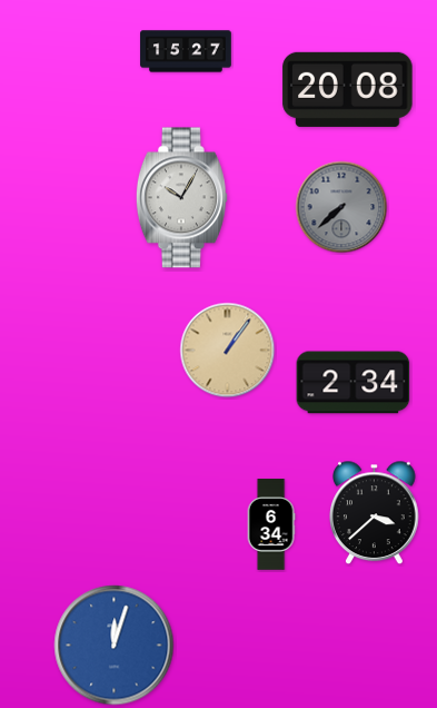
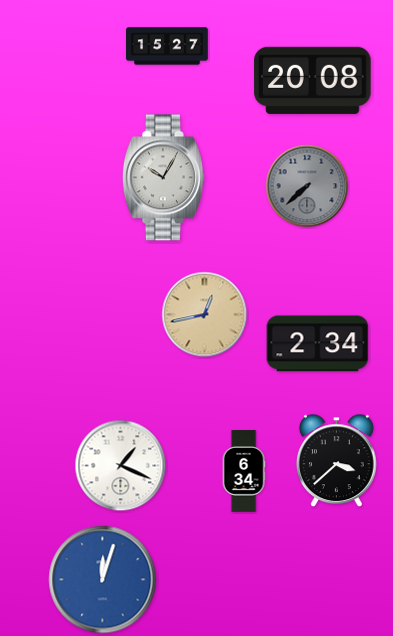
clock at (228, 351): 1:06 -> 12:43
clock at (121, 466): none -> 1:19
